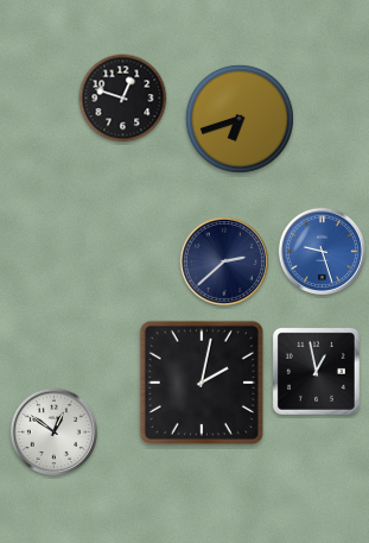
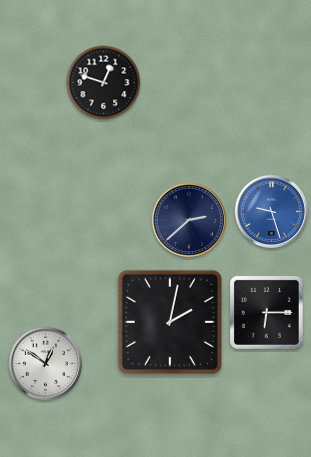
clock at (240, 119): 6:42 -> none
clock at (316, 371): 12:58 -> 6:15
